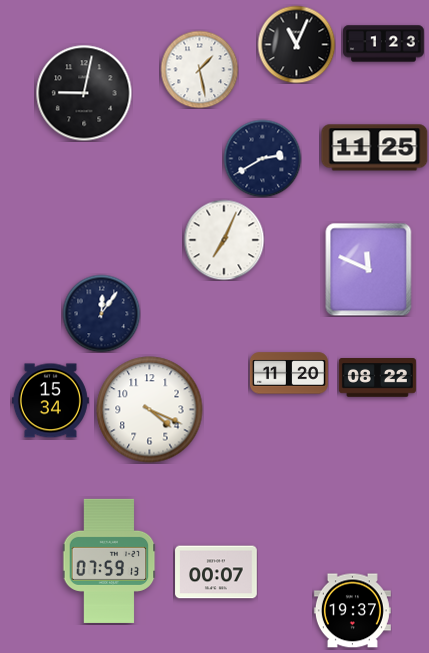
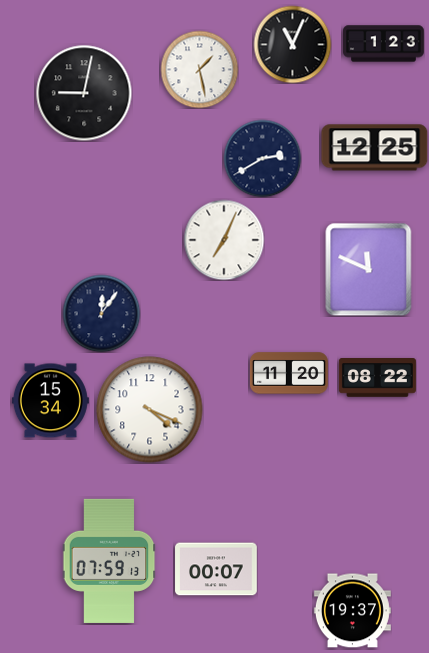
clock at (296, 44) position: (296, 44) -> (292, 44)
clock at (375, 148): 11:25 -> 12:25
clock at (216, 572) position: (216, 572) -> (216, 569)
